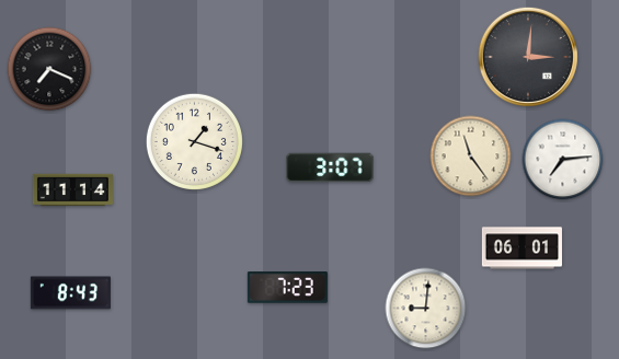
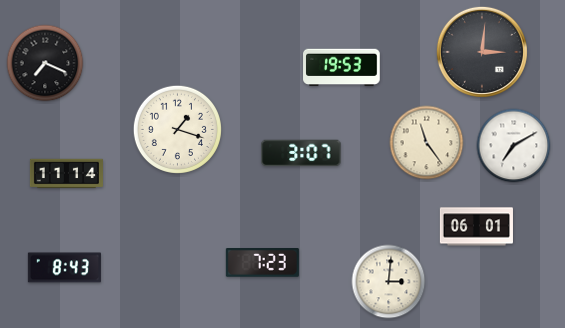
clock at (342, 68): none -> 19:53
clock at (471, 157) position: (471, 157) -> (427, 143)
clock at (563, 160): 7:14 -> 7:10
clock at (426, 309): 9:01 -> 3:01
